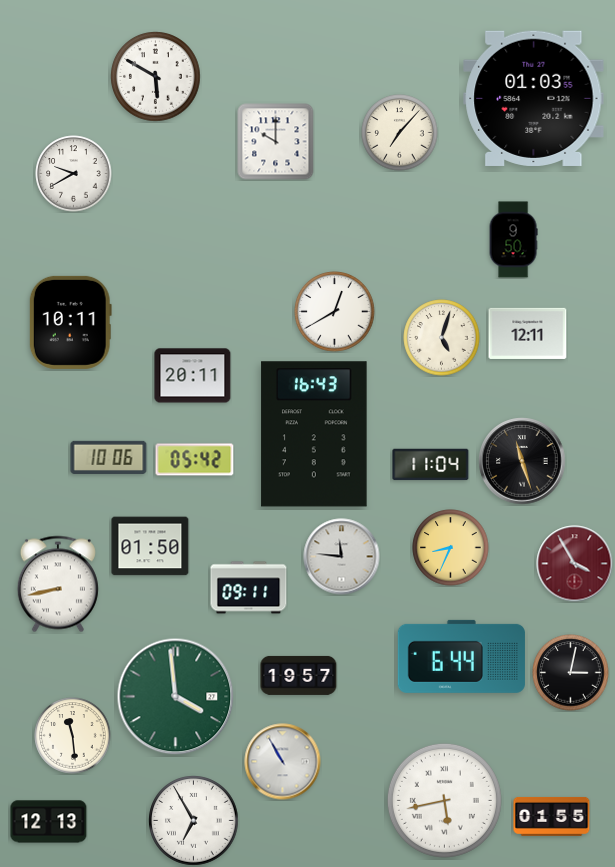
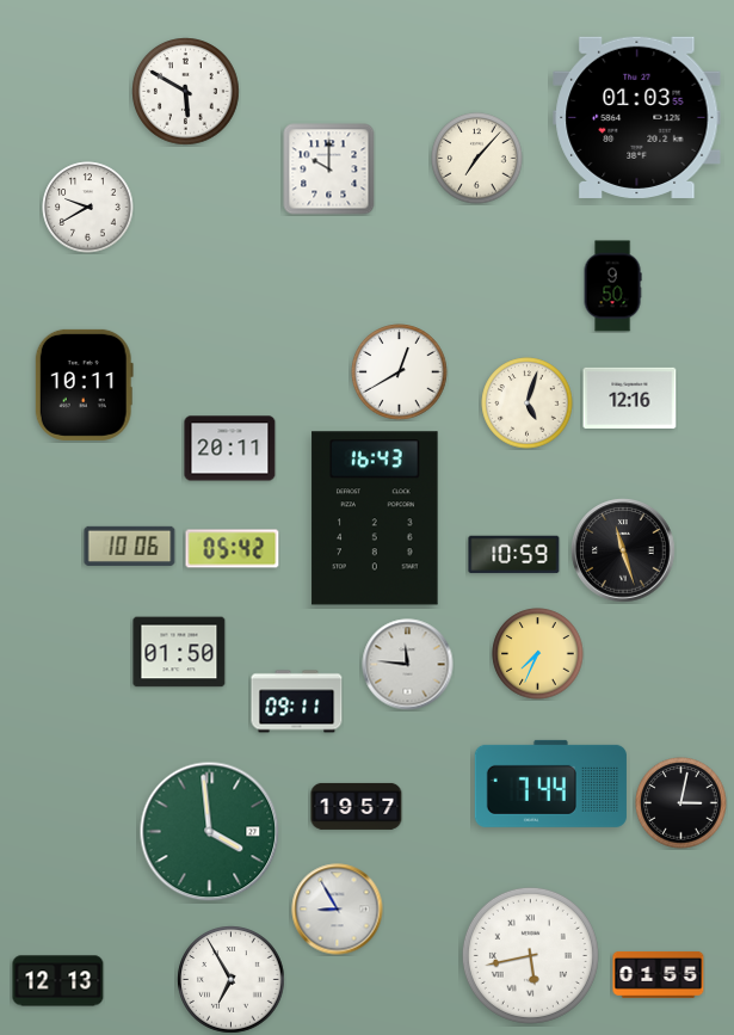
clock at (528, 333): 12:11 -> 12:16
clock at (431, 465): 11:04 -> 10:59
clock at (451, 548): 8:34 -> 7:34
clock at (575, 564): 3:55 -> none
clock at (58, 584): 8:43 -> none
clock at (461, 656): 6:44 -> 7:44
clock at (73, 736): 11:29 -> none
clock at (283, 762): 10:55 -> 8:55
